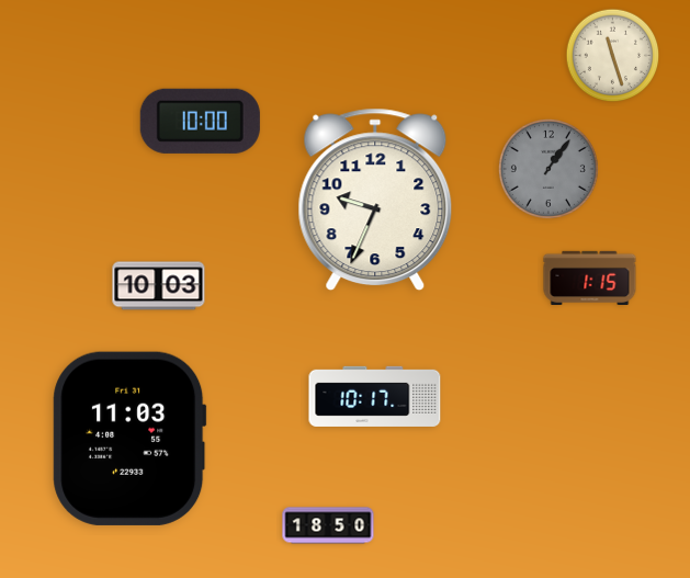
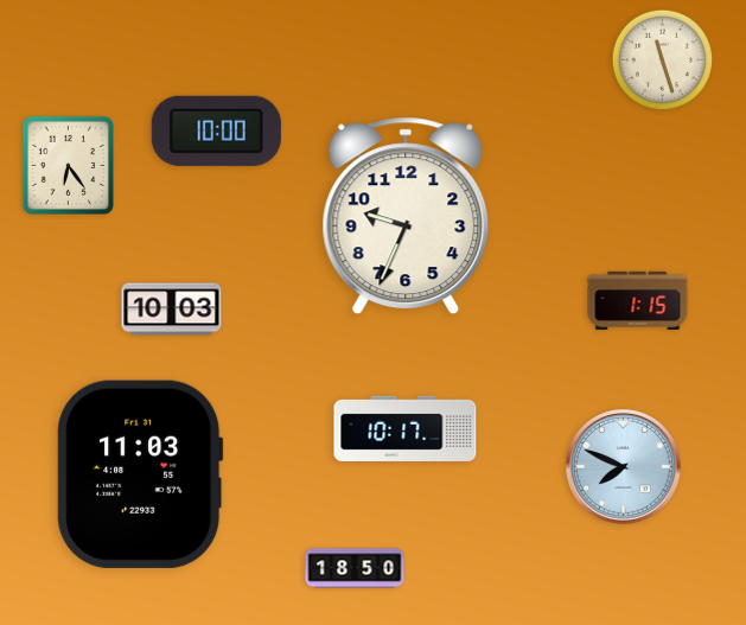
clock at (68, 165): none -> 6:24
clock at (548, 169): 1:06 -> none
clock at (624, 467): none -> 7:49
